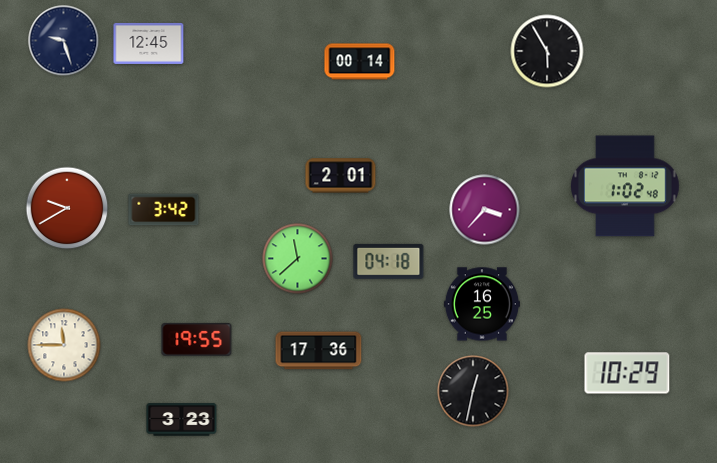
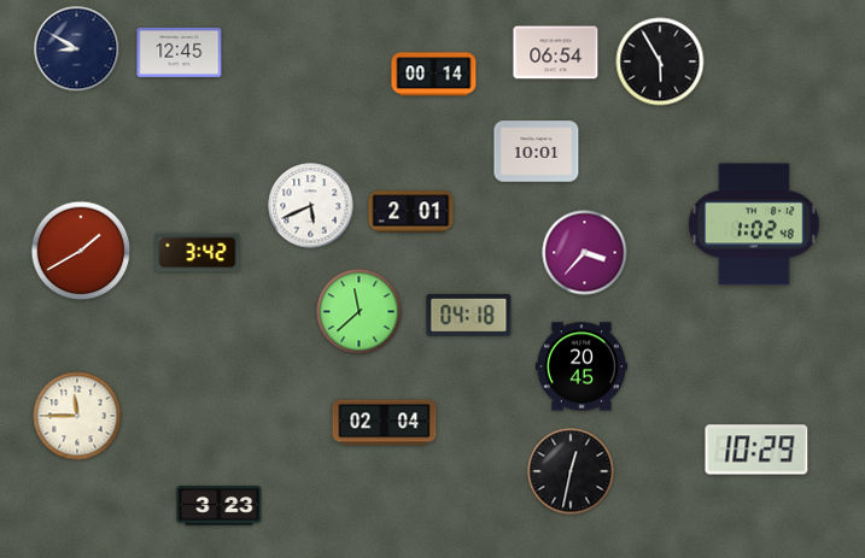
clock at (64, 41): 9:27 -> 8:50
clock at (556, 53): none -> 06:54
clock at (537, 152): none -> 10:01
clock at (311, 206): none -> 5:41
clock at (67, 208): 9:40 -> 1:40
clock at (482, 304): 16:25 -> 20:45
clock at (197, 339): 19:55 -> none
clock at (319, 351): 17:36 -> 02:04
